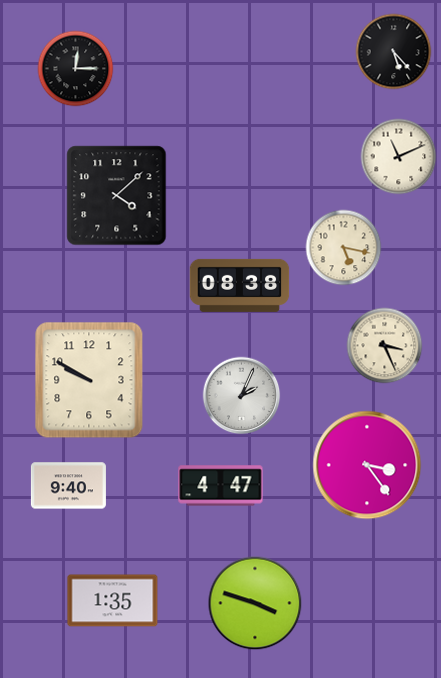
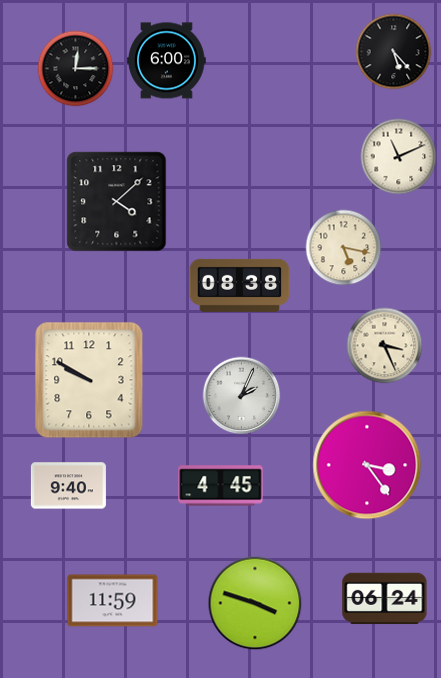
clock at (167, 61): none -> 6:00
clock at (117, 196) position: (117, 196) -> (117, 202)
clock at (221, 486): 4:47 -> 4:45
clock at (385, 599): none -> 06:24
clock at (113, 601): 1:35 -> 11:59
